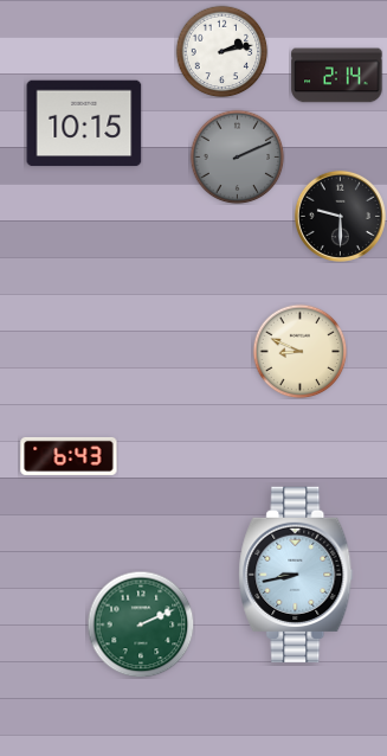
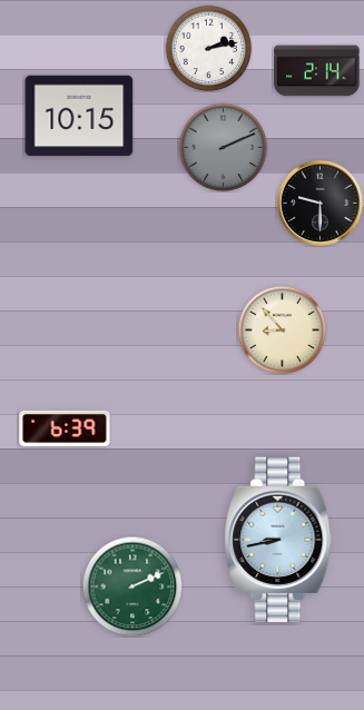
clock at (299, 351): 8:49 -> 8:53
clock at (69, 456): 6:43 -> 6:39
